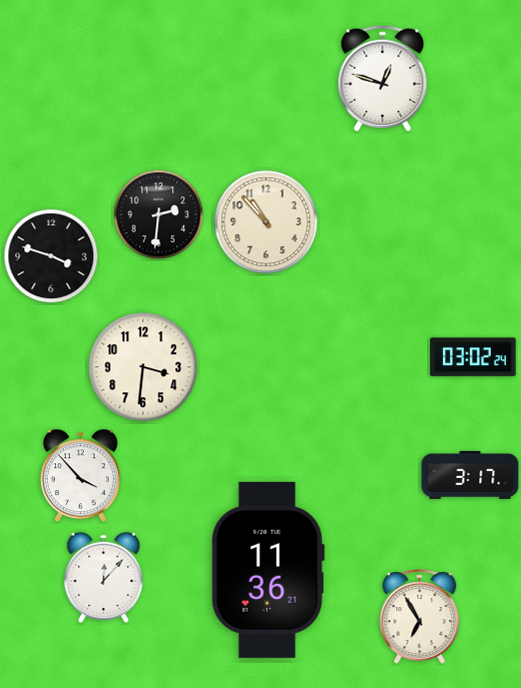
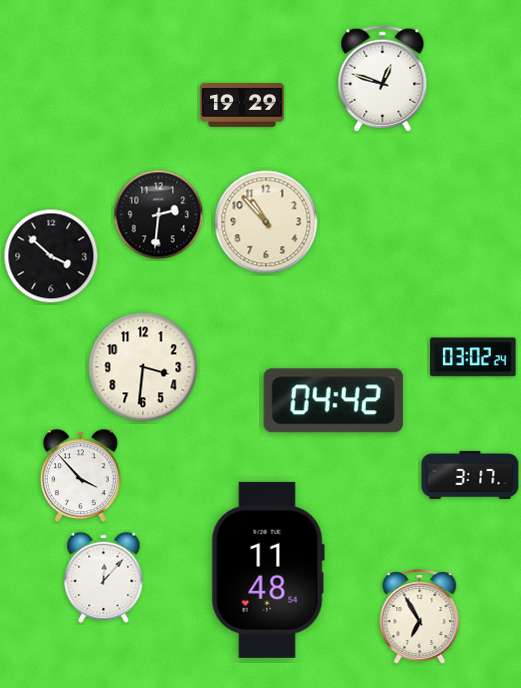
clock at (242, 105): none -> 19:29
clock at (51, 256): 3:48 -> 3:52
clock at (333, 401): none -> 04:42
clock at (268, 570): 11:36 -> 11:48
